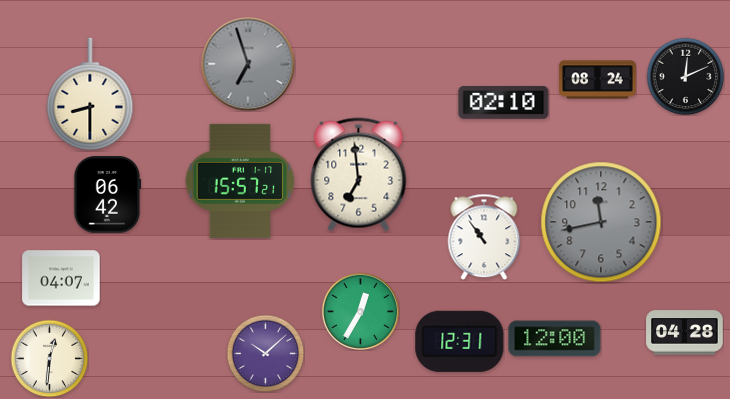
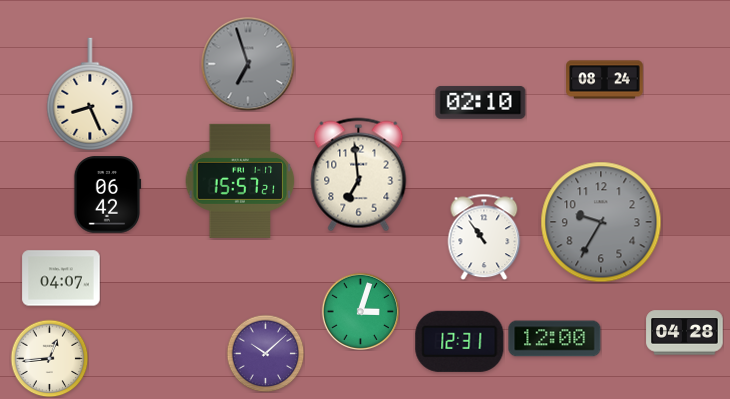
clock at (685, 76): 12:11 -> none
clock at (598, 80) position: (598, 80) -> (605, 80)
clock at (90, 94): 8:30 -> 8:26
clock at (504, 102) position: (504, 102) -> (481, 102)
clock at (601, 222): 11:43 -> 9:35
clock at (360, 311): 12:35 -> 3:03
clock at (49, 358): 12:31 -> 12:44
